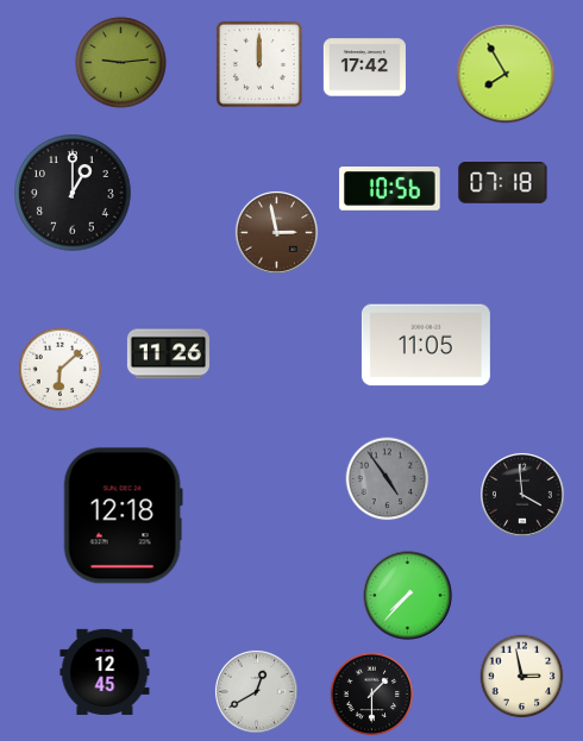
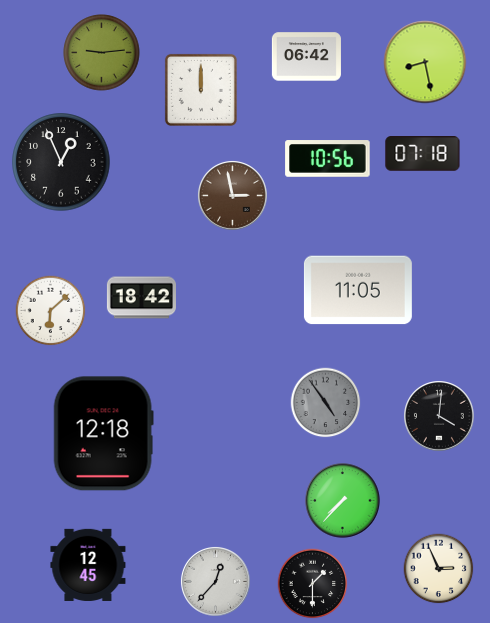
clock at (259, 64) position: (259, 64) -> (201, 90)
clock at (364, 68): 17:42 -> 06:42
clock at (506, 74): 7:55 -> 8:28
clock at (73, 193): 1:00 -> 12:56
clock at (168, 354): 11:26 -> 18:42
clock at (524, 496): 3:59 -> 4:01
clock at (522, 677): 2:58 -> 2:56
clock at (256, 691): 12:40 -> 12:37
